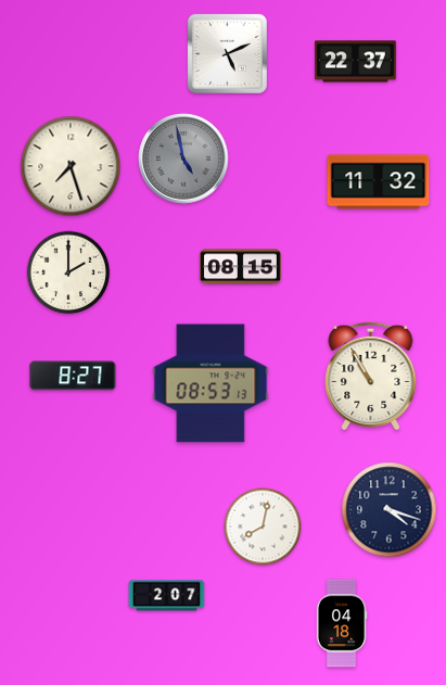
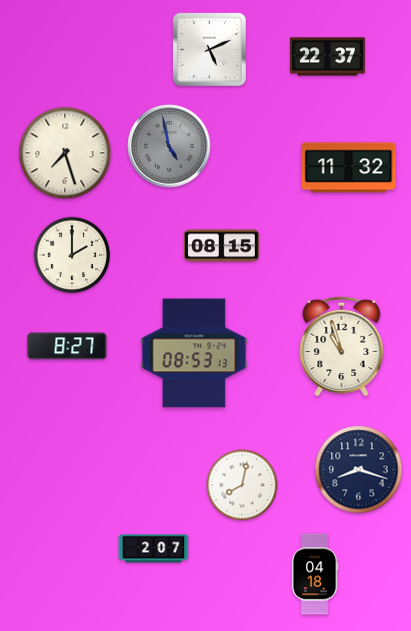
clock at (68, 272) position: (68, 272) -> (72, 255)
clock at (371, 376): 10:55 -> 10:57
clock at (390, 510): 4:18 -> 8:18
